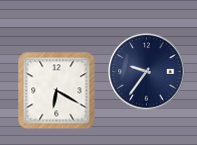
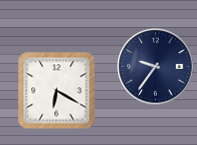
clock at (147, 72) position: (147, 72) -> (156, 67)
